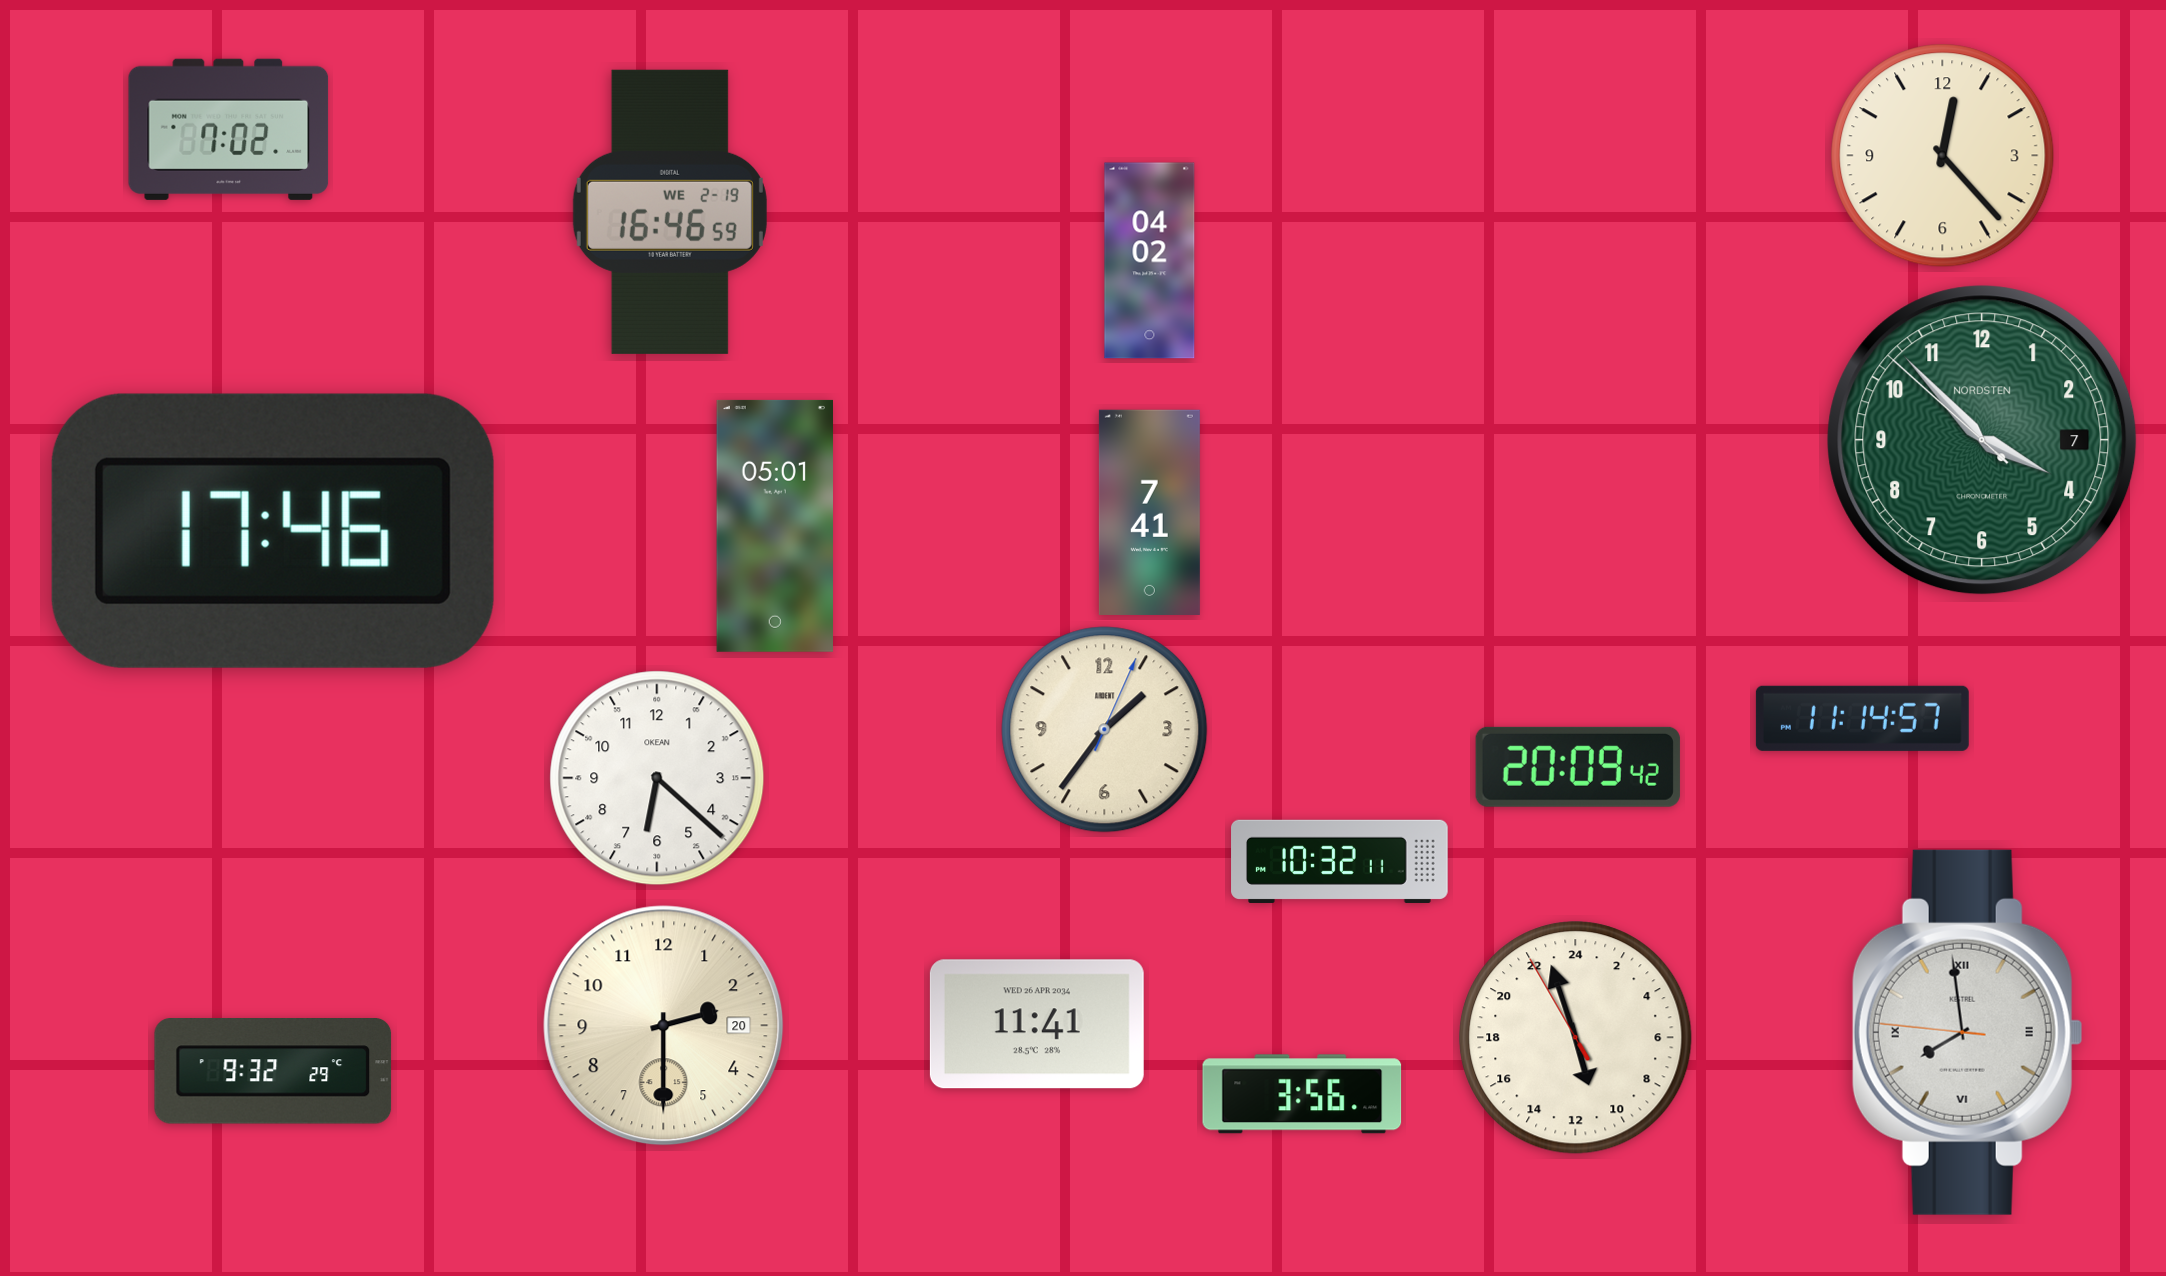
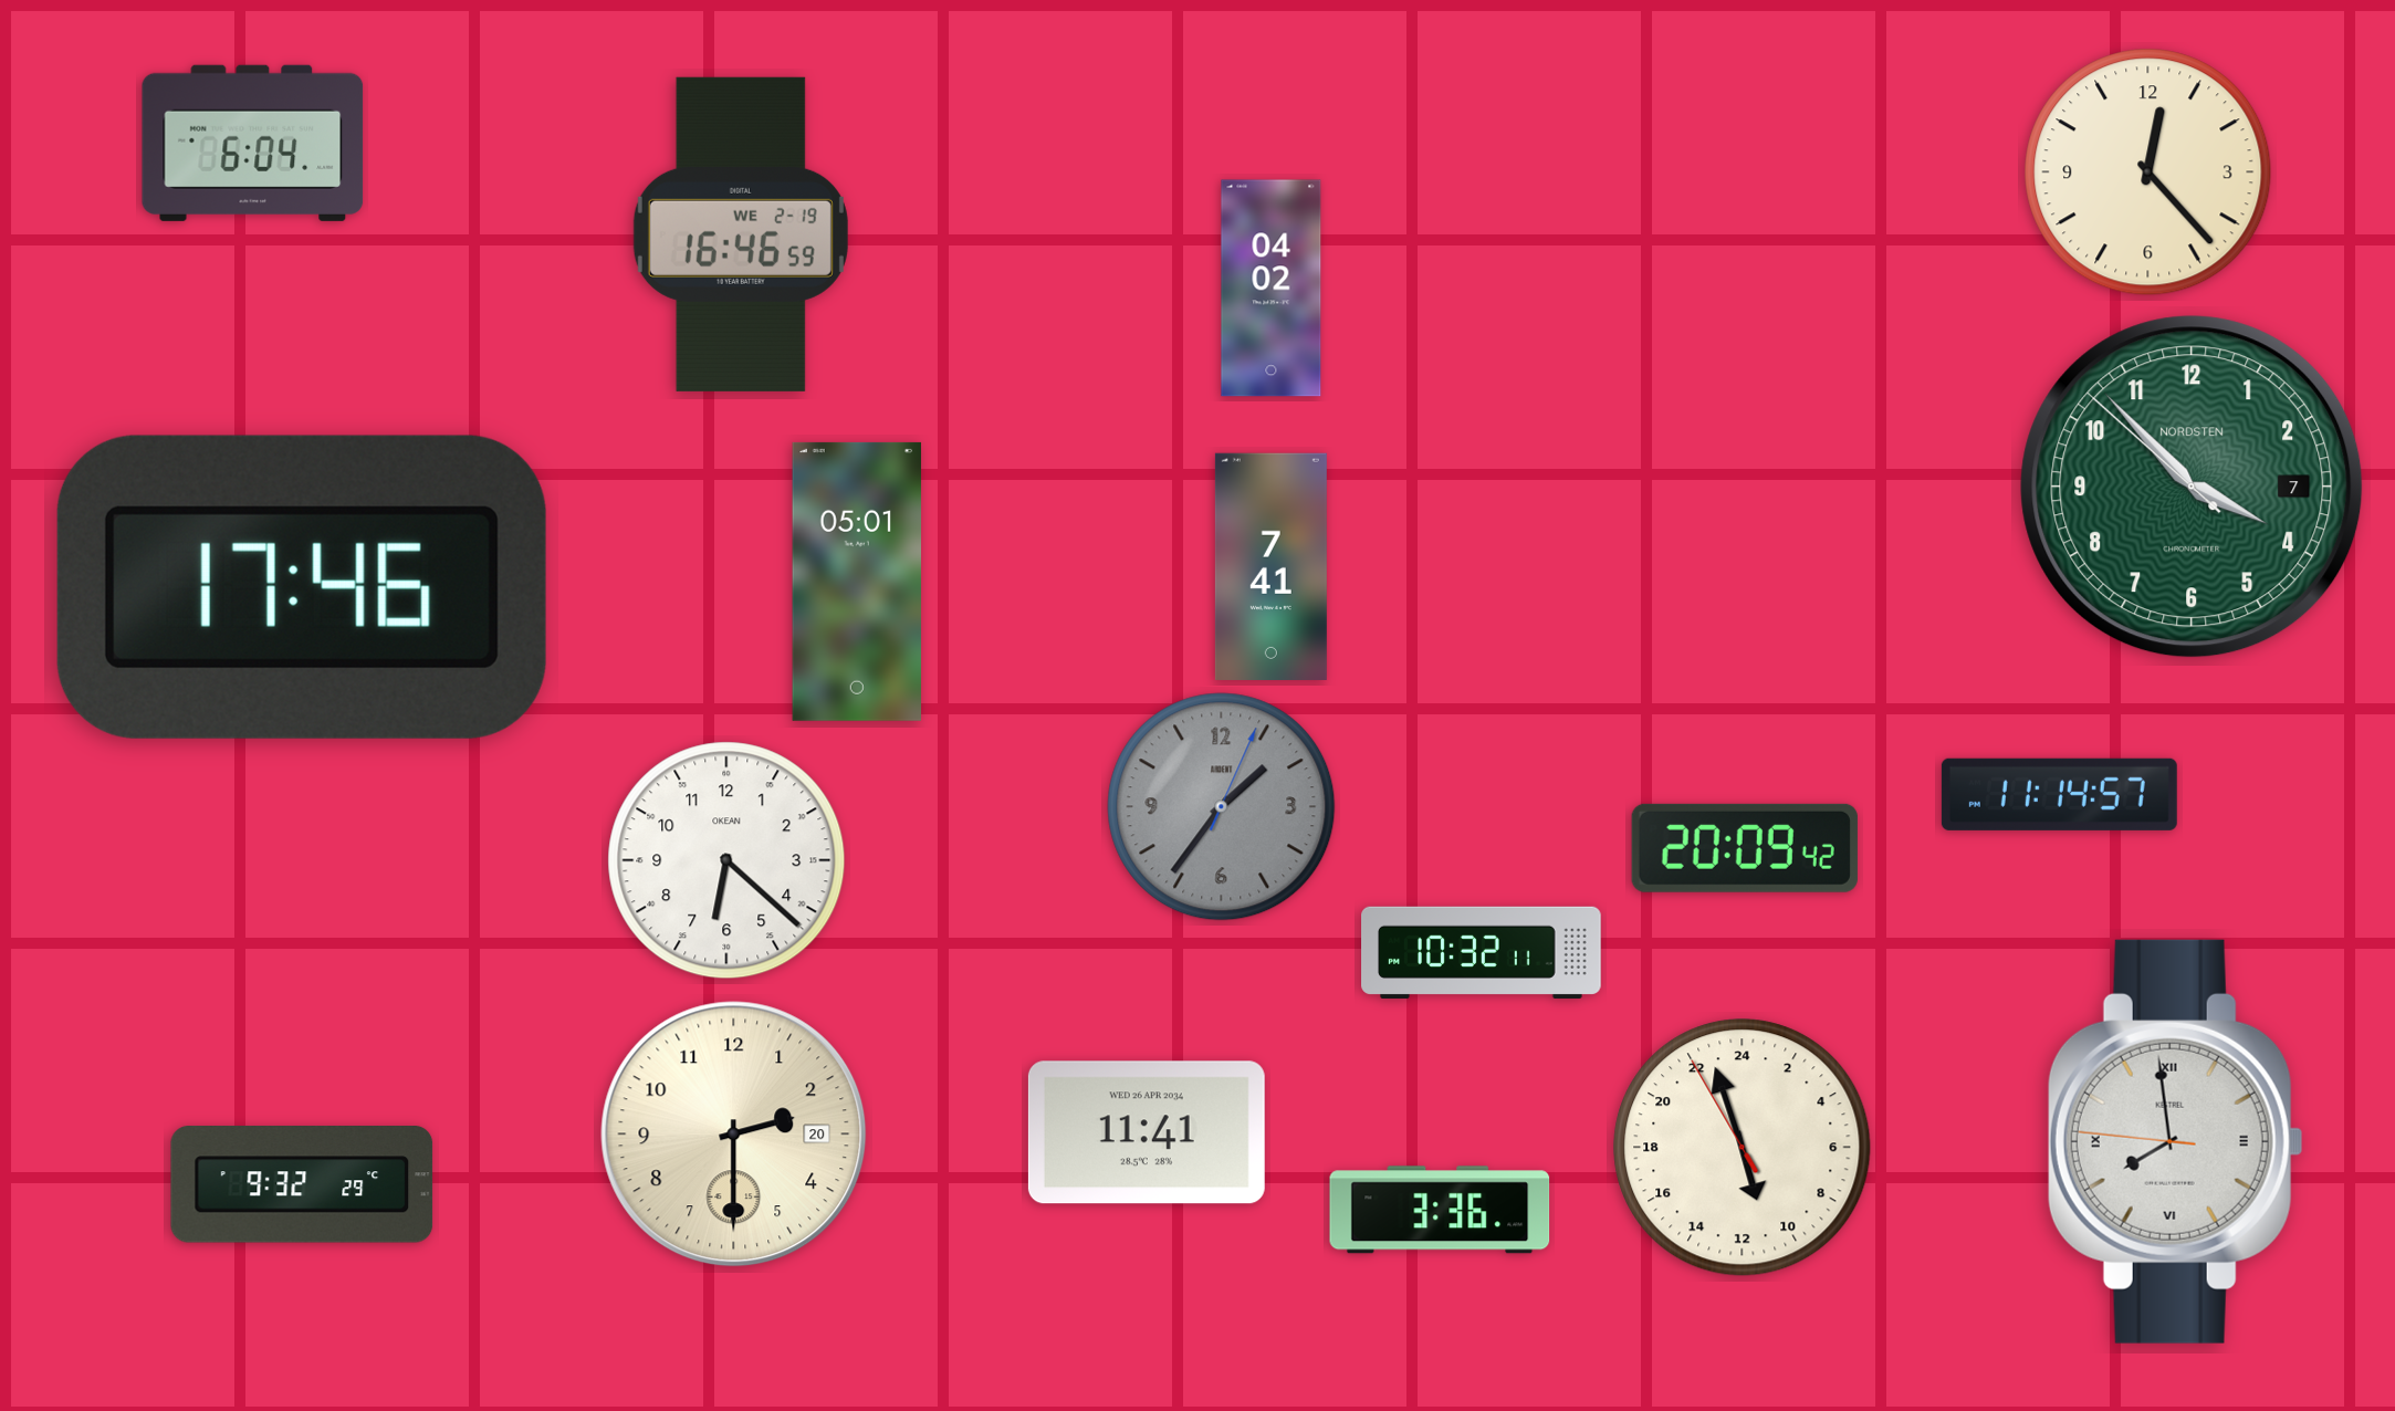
clock at (229, 129): 7:02 -> 6:04
clock at (1105, 730) dial: cream -> grey
clock at (1302, 1094): 3:56 -> 3:36
